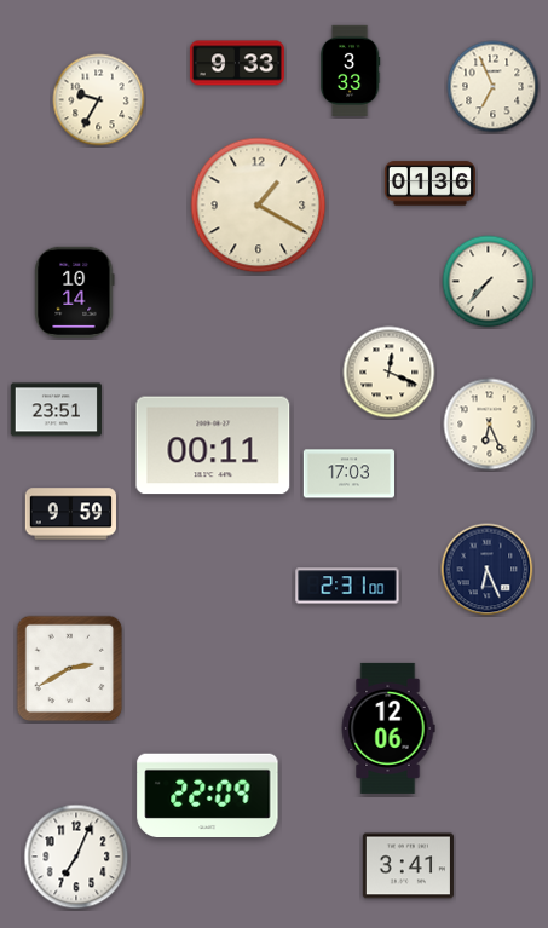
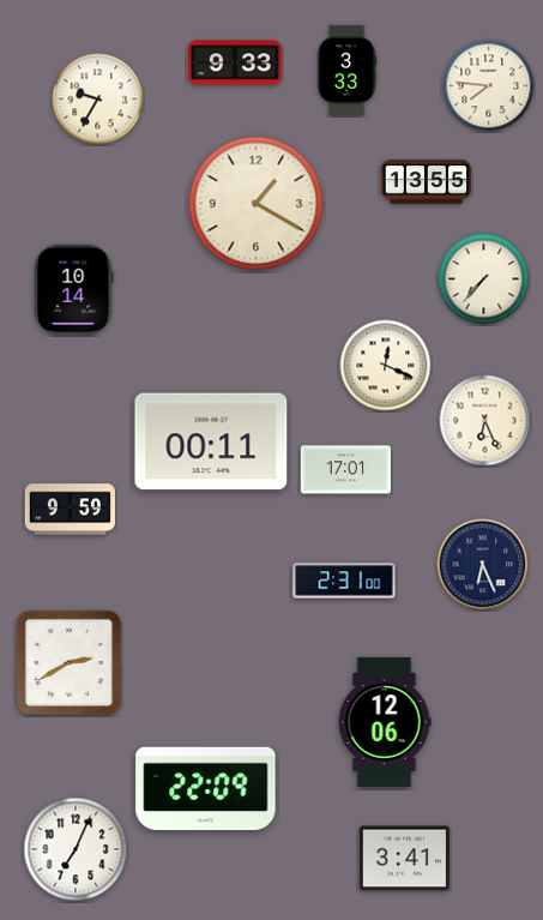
clock at (494, 87): 6:56 -> 7:46
clock at (429, 184): 01:36 -> 13:55
clock at (390, 373) position: (390, 373) -> (386, 366)
clock at (56, 410): 23:51 -> none
clock at (348, 474): 17:03 -> 17:01
